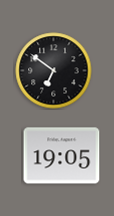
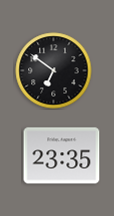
clock at (62, 156): 19:05 -> 23:35
